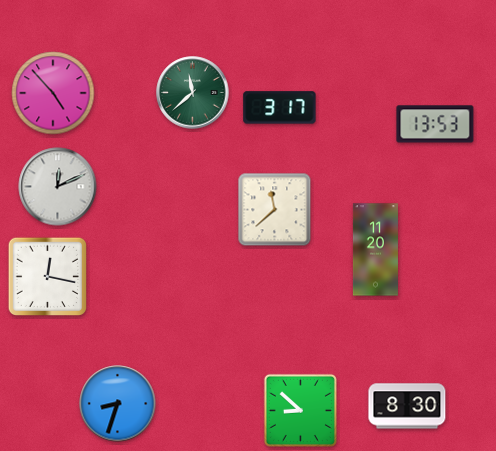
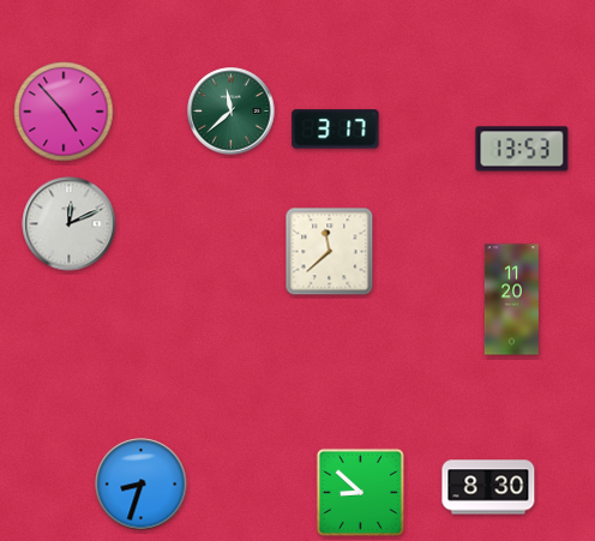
clock at (375, 250) position: (375, 250) -> (511, 300)
clock at (47, 276): 12:17 -> none
